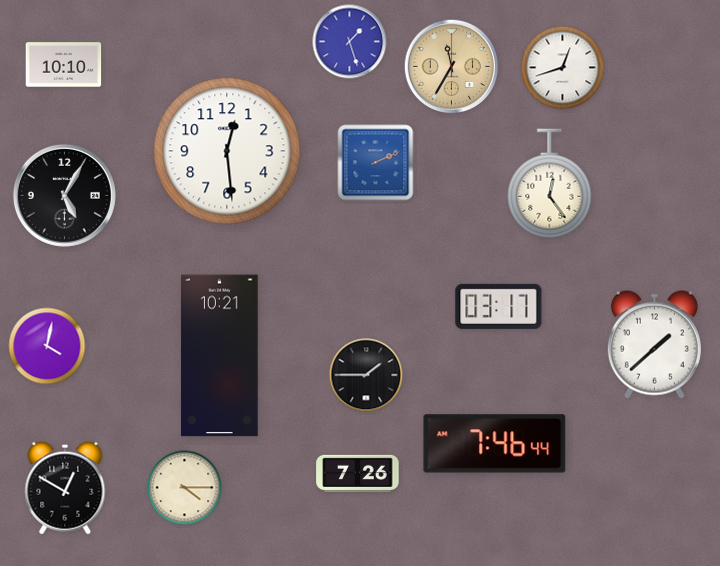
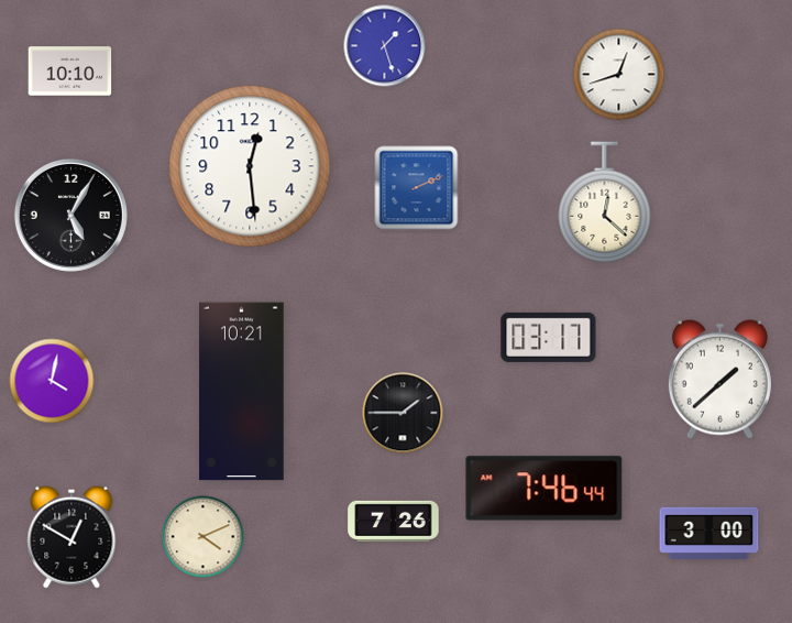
clock at (452, 67): 11:35 -> none
clock at (376, 163) position: (376, 163) -> (417, 188)
clock at (550, 184): 12:24 -> 12:22
clock at (710, 533): none -> 3:00
clock at (185, 488): 4:15 -> 4:11
